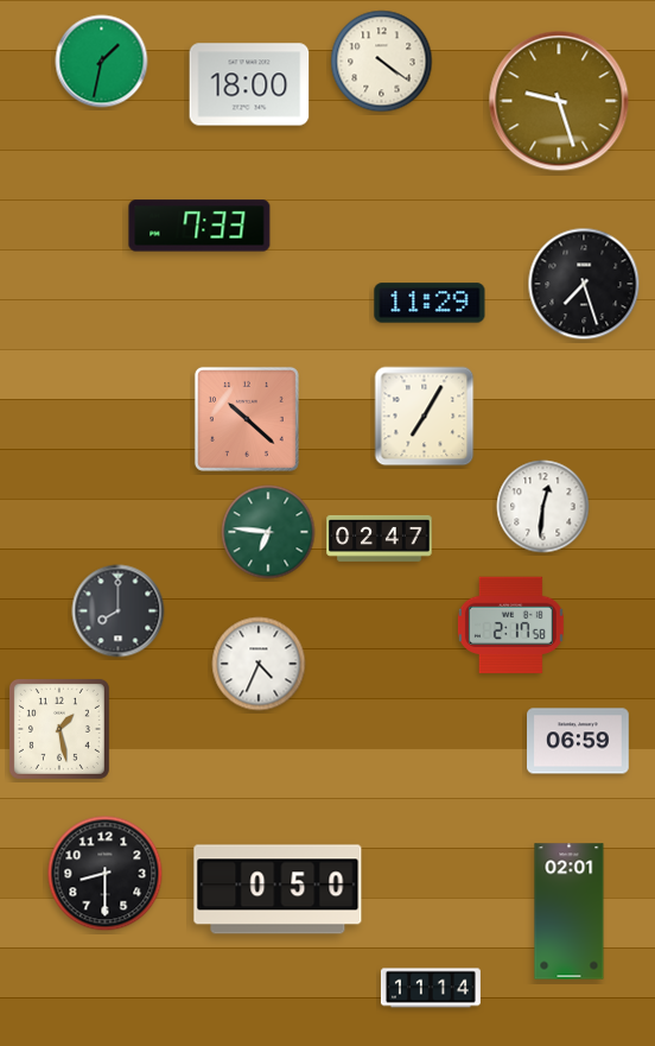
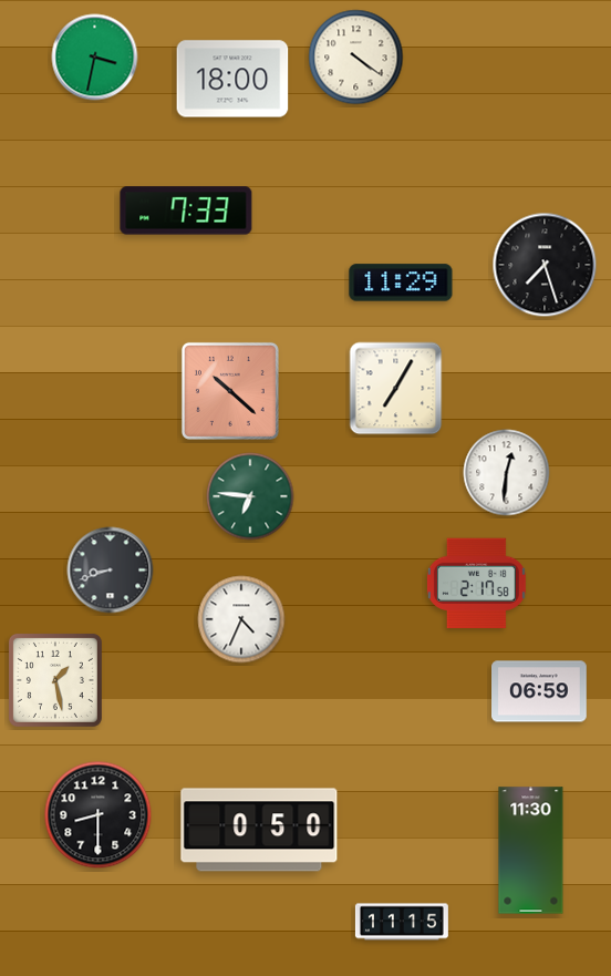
clock at (102, 62): 1:32 -> 3:32
clock at (559, 101): 9:27 -> none
clock at (380, 538): 02:47 -> none
clock at (119, 611): 8:00 -> 8:42
clock at (570, 912): 02:01 -> 11:30
clock at (431, 988): 11:14 -> 11:15
